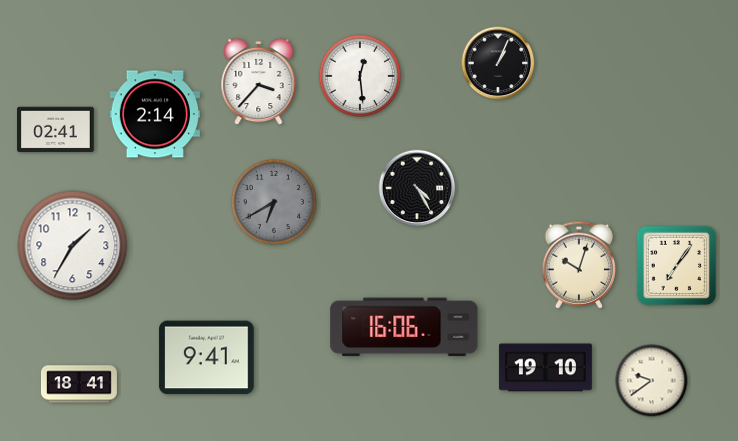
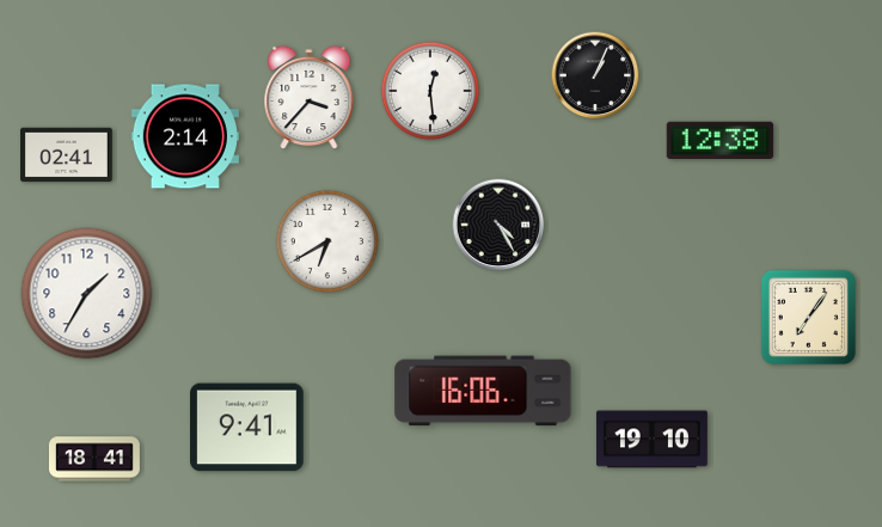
clock at (721, 140): none -> 12:38
clock at (274, 202) dial: grey -> white
clock at (578, 265): 10:03 -> none
clock at (652, 381): 9:39 -> none
